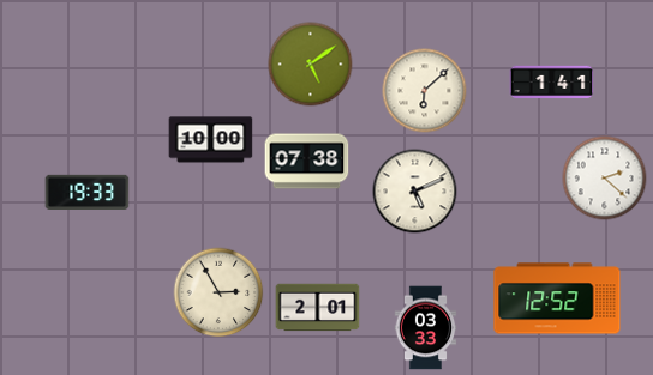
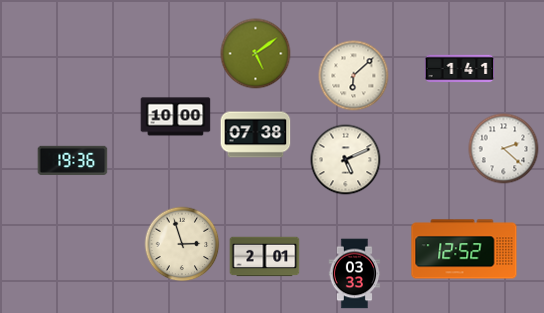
clock at (311, 65) position: (311, 65) -> (256, 54)
clock at (88, 193): 19:33 -> 19:36
clock at (218, 292): 2:55 -> 2:57
